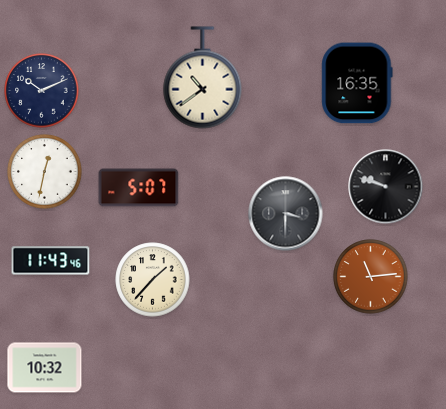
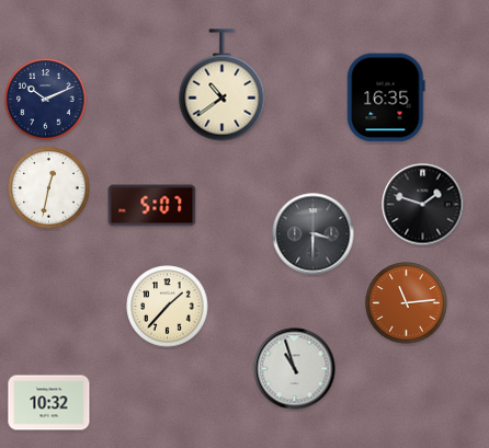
clock at (357, 83) position: (357, 83) -> (386, 97)
clock at (386, 187): 9:48 -> 1:48
clock at (51, 261): 11:43 -> none
clock at (295, 369): none -> 10:57
